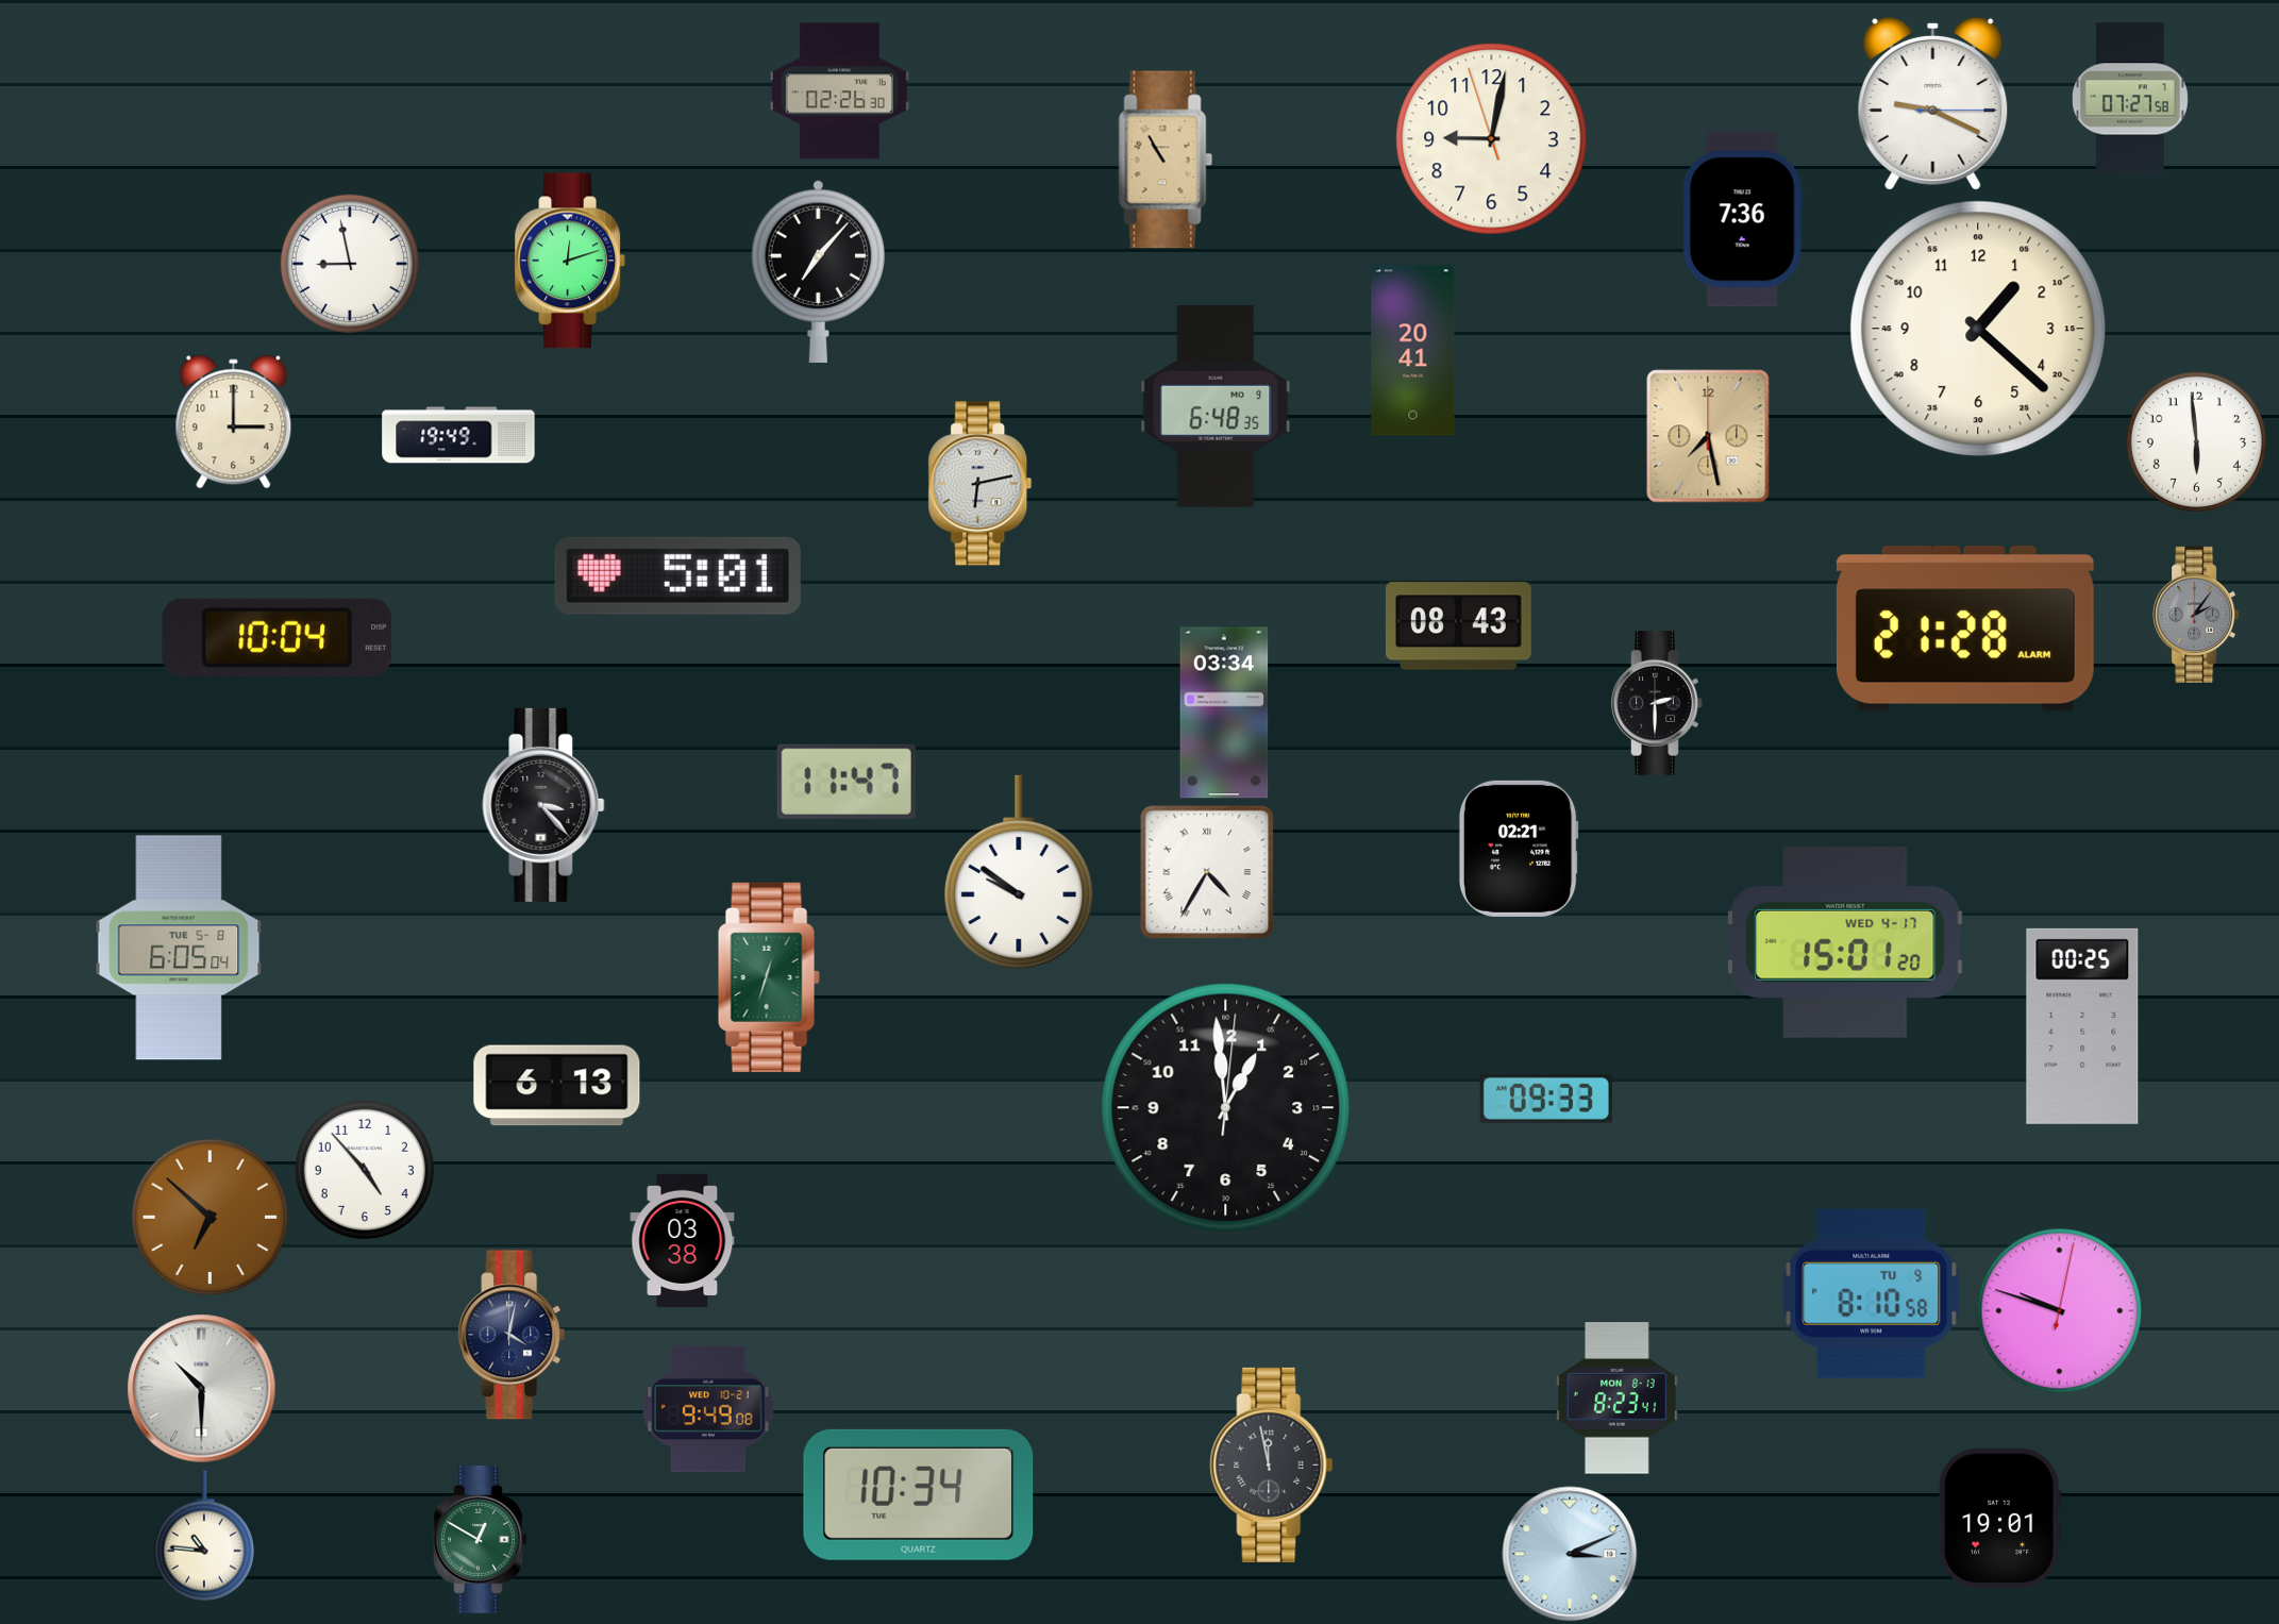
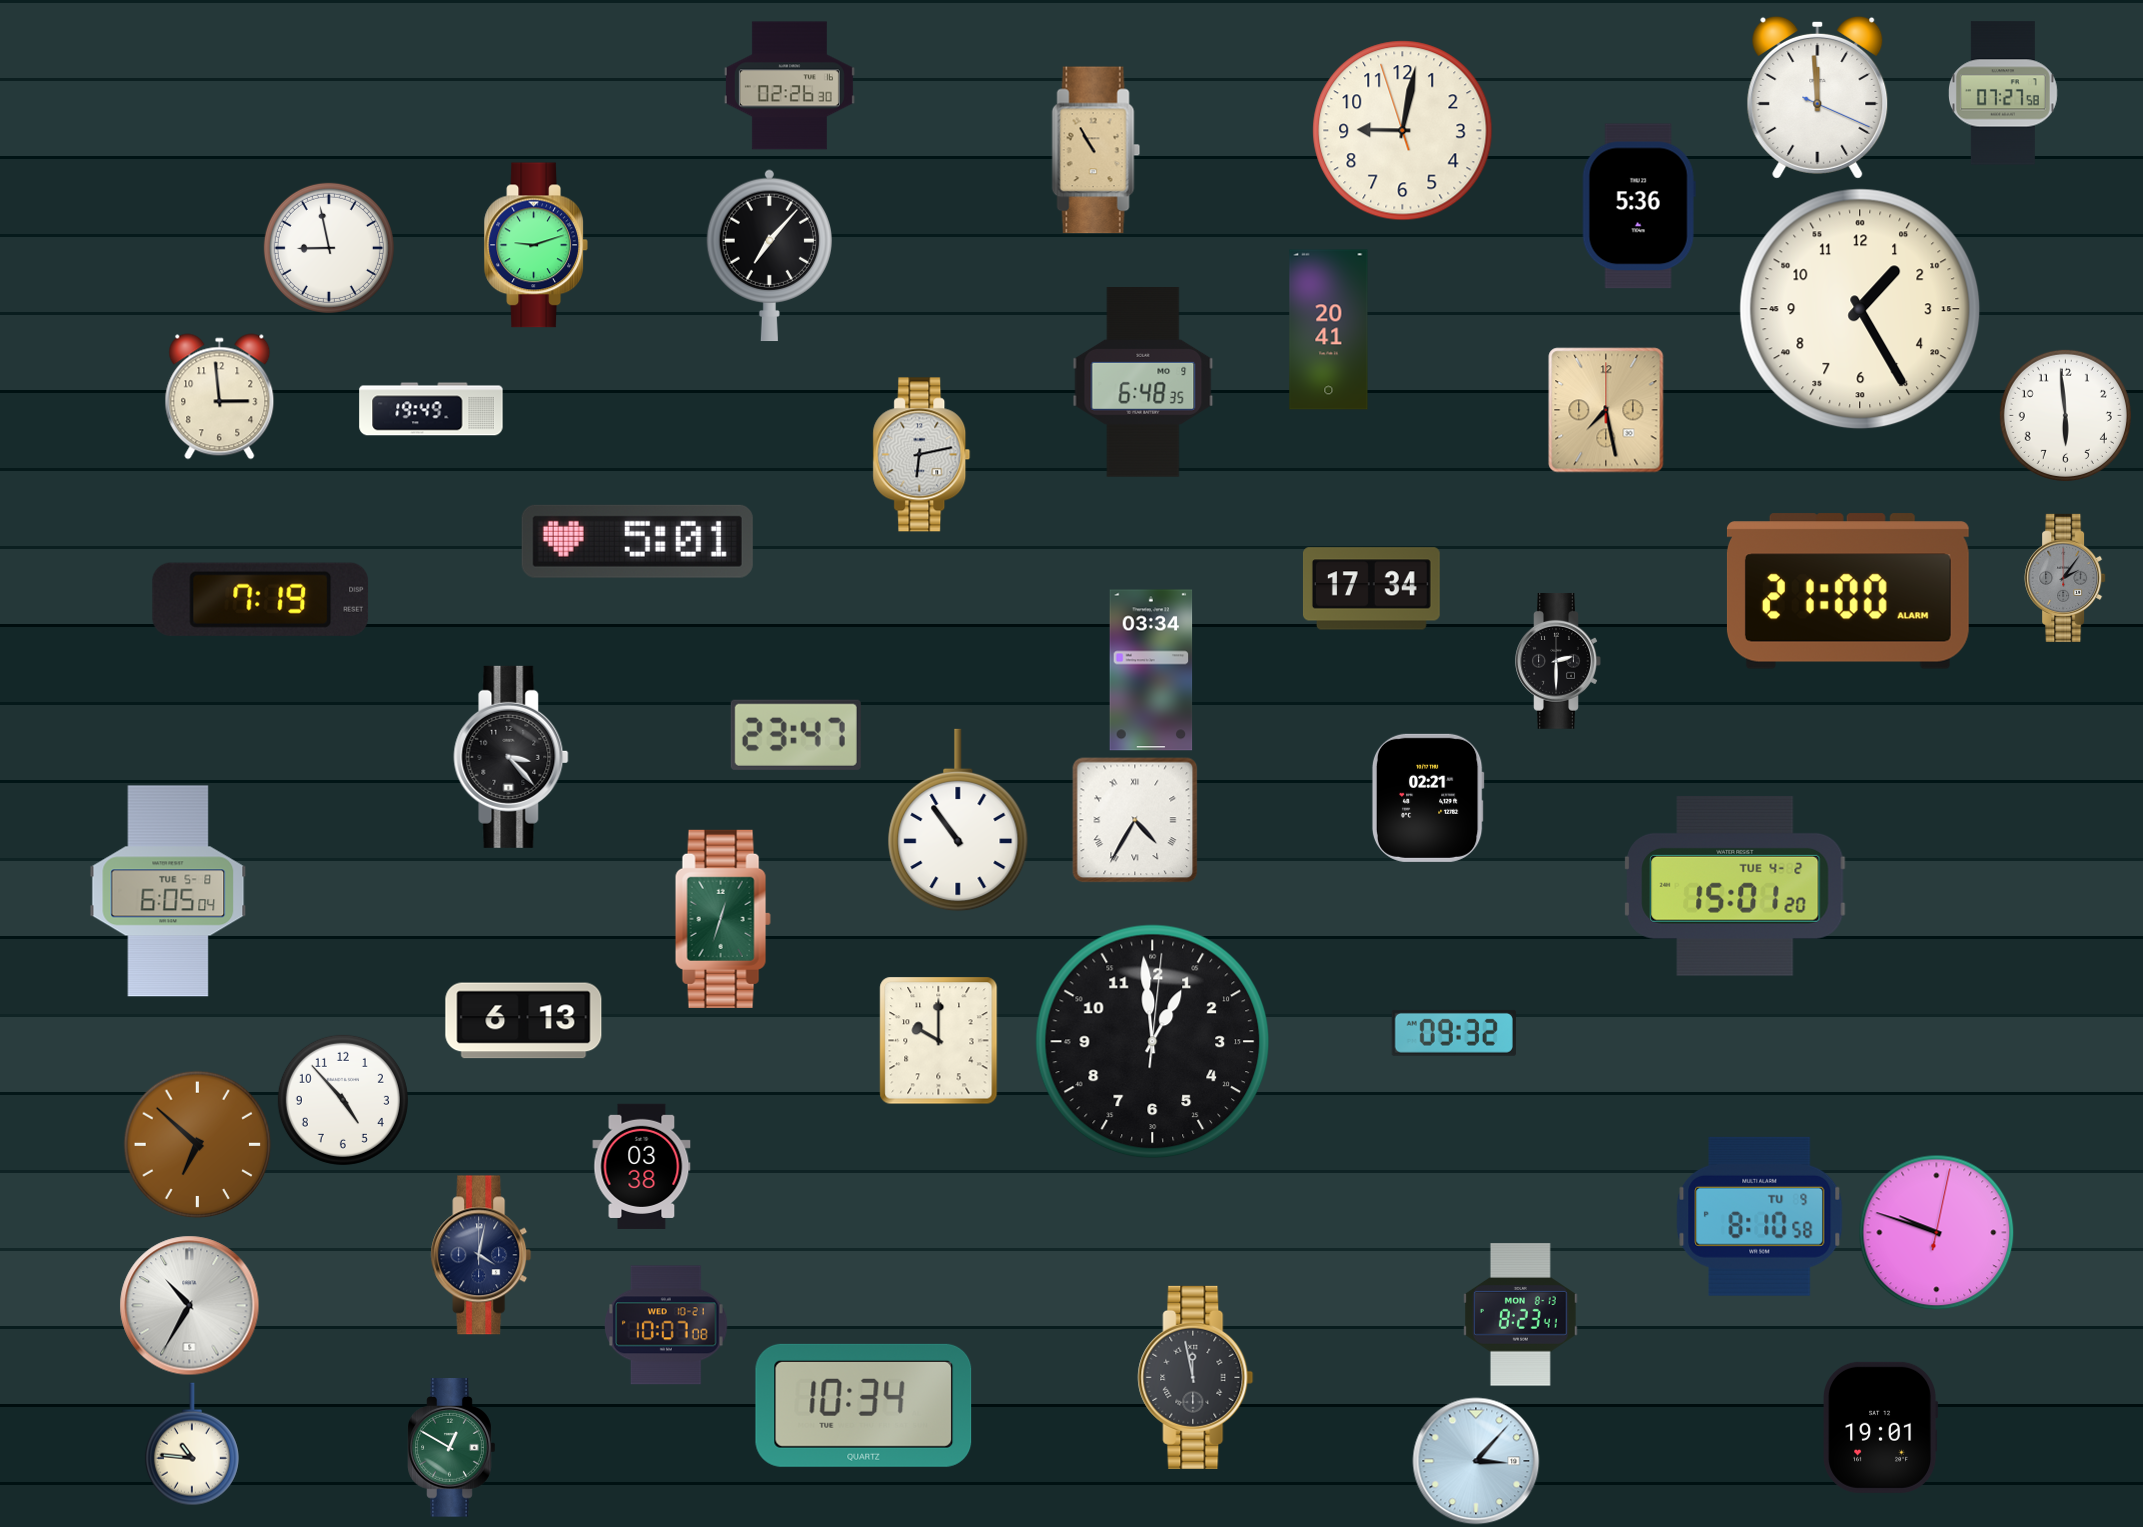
clock at (1933, 103): 9:19 -> 11:59
clock at (1743, 219): 7:36 -> 5:36
clock at (570, 261): 12:12 -> 9:12
clock at (1978, 329): 1:22 -> 1:25
clock at (234, 422): 3:00 -> 2:59
clock at (1458, 626): 08:43 -> 17:34
clock at (1965, 629): 21:28 -> 21:00
clock at (278, 637): 10:04 -> 7:19
clock at (847, 782): 11:47 -> 23:47
clock at (1019, 872): 9:51 -> 10:54
clock at (1845, 942) date: WED 4-17 -> TUE 4-2
clock at (2082, 1026): 00:25 -> none
clock at (1546, 1099): 09:33 -> 09:32
clock at (939, 1041): none -> 10:00
clock at (202, 1389): 10:30 -> 10:35
clock at (708, 1409): 9:49 -> 10:07
clock at (1570, 1554): 3:11 -> 3:07
